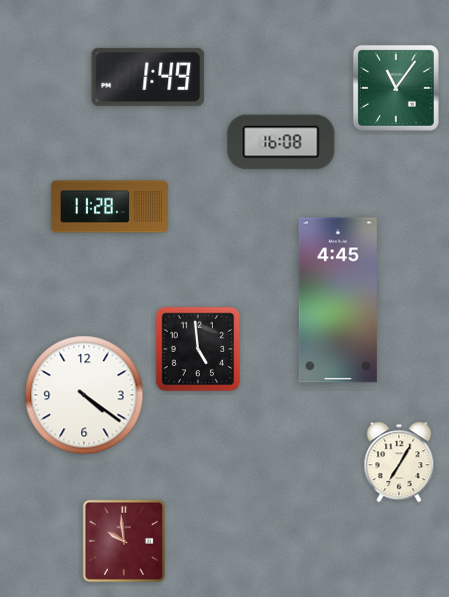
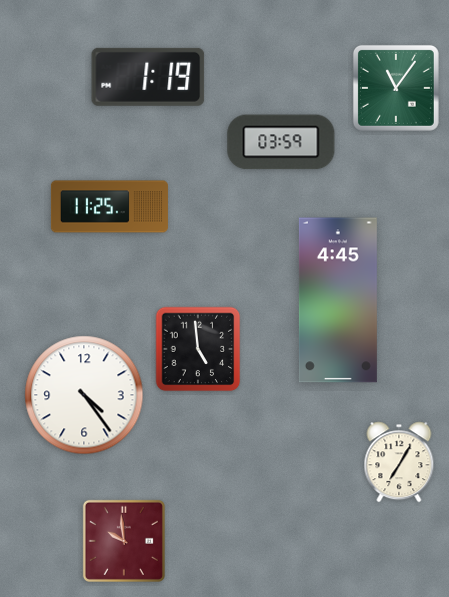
clock at (148, 77): 1:49 -> 1:19
clock at (281, 142): 16:08 -> 03:59
clock at (109, 207): 11:28 -> 11:25
clock at (84, 395): 4:21 -> 4:24
